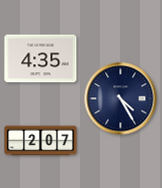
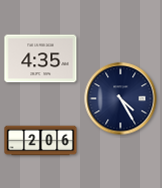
clock at (41, 141): 2:07 -> 2:06
